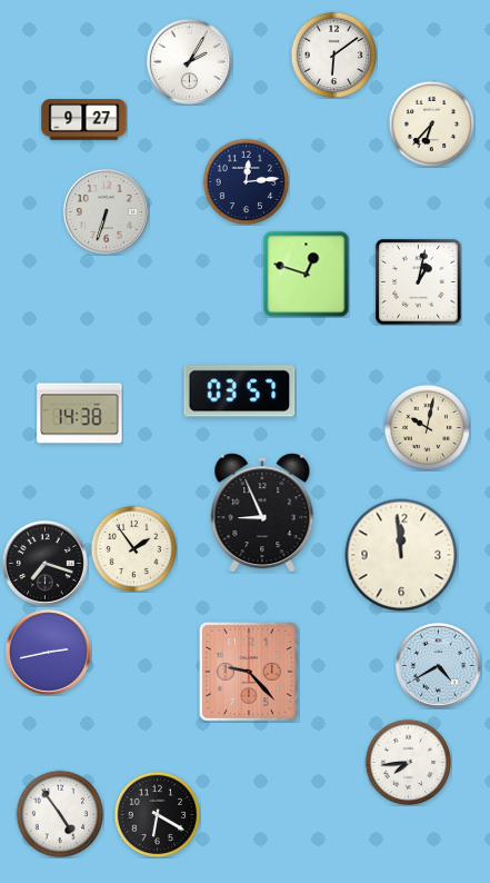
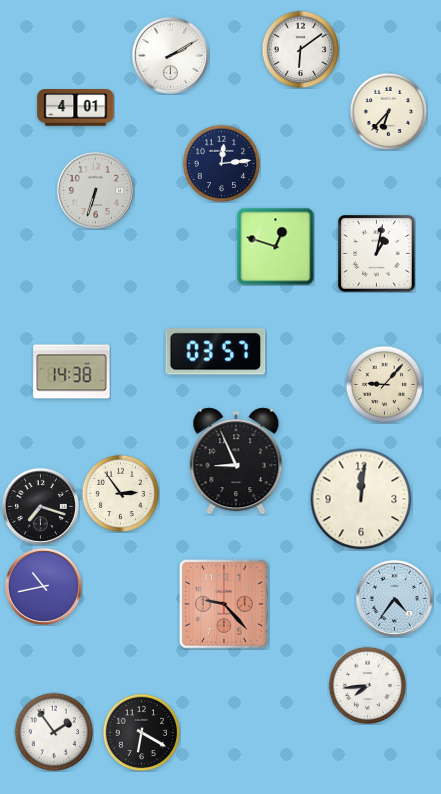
clock at (189, 61): 2:05 -> 2:10
clock at (84, 120): 9:27 -> 4:01
clock at (427, 427): 10:02 -> 9:07
clock at (133, 548): 1:54 -> 2:54
clock at (401, 555): 11:59 -> 12:01
clock at (48, 652): 2:43 -> 10:43
clock at (438, 665): 4:40 -> 4:36
clock at (60, 814): 4:54 -> 1:54
